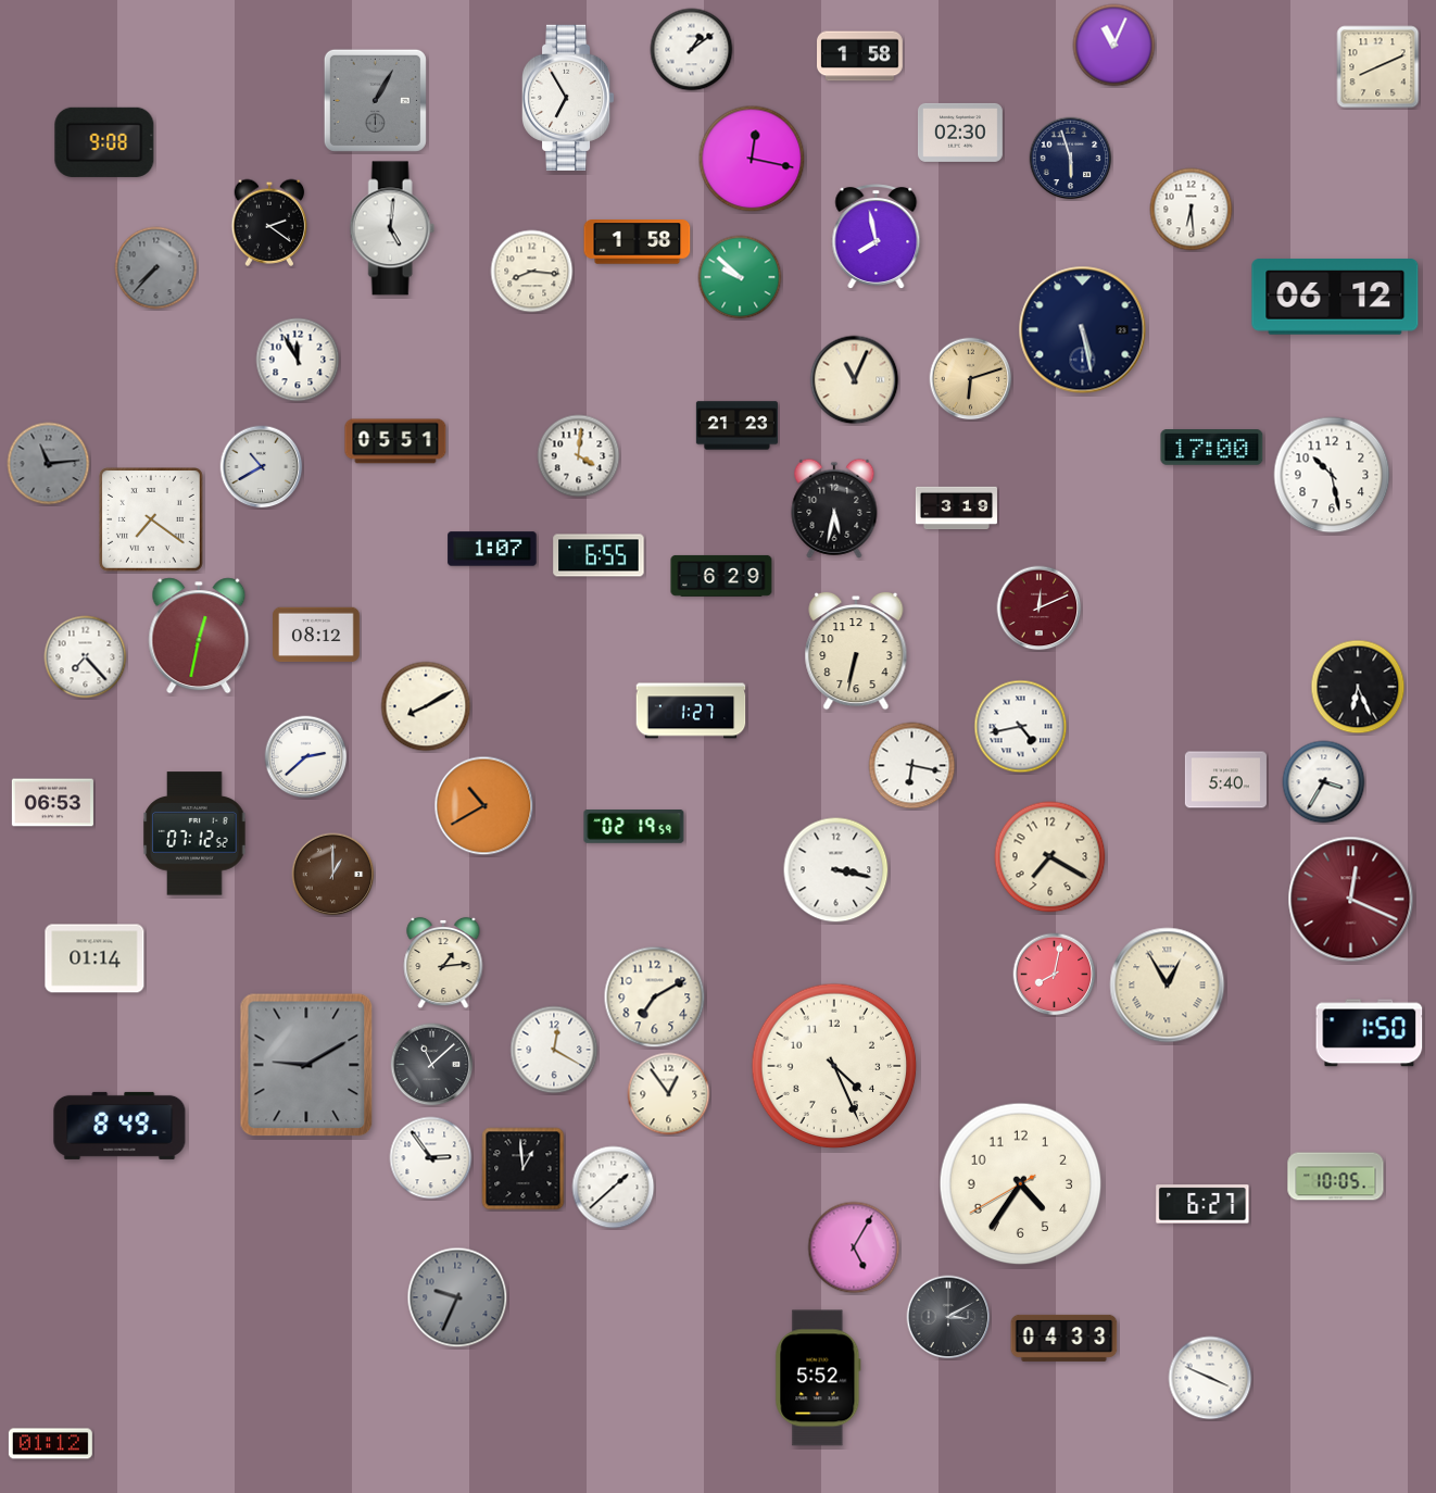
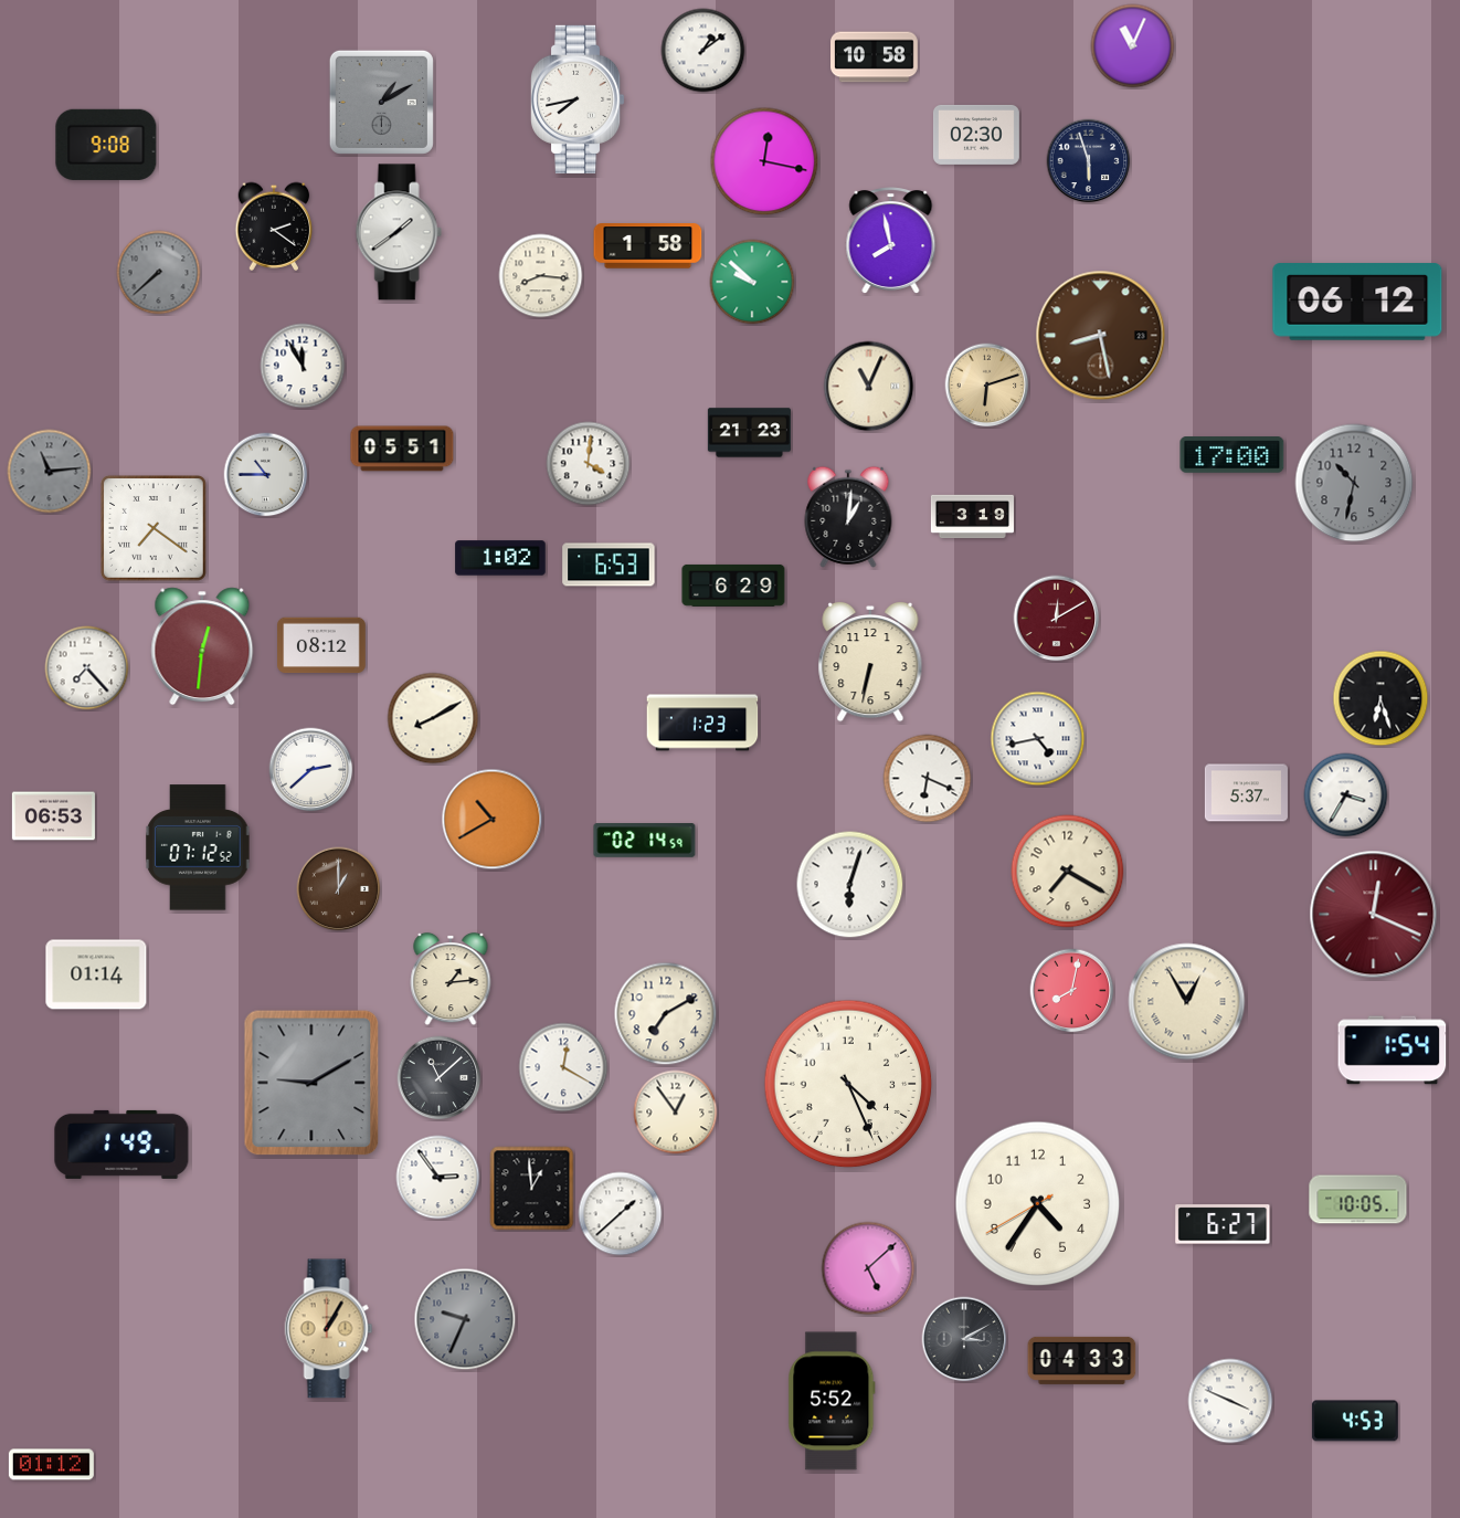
clock at (860, 57): 1:58 -> 10:58
clock at (1378, 67): 8:11 -> none
clock at (568, 98): 6:55 -> 7:43
clock at (375, 100): 1:05 -> 1:10
clock at (1192, 210): 6:29 -> none
clock at (392, 228): 5:01 -> 1:39
clock at (156, 268): 7:37 -> 7:38
clock at (1083, 330): 5:28 -> 8:28
clock at (1083, 330) dial: navy -> brown
clock at (262, 467): 10:40 -> 10:45
clock at (1332, 475): 10:28 -> 10:32
clock at (1332, 475) dial: white -> grey
clock at (834, 509): 5:32 -> 1:01
clock at (492, 549): 1:07 -> 1:02
clock at (599, 555): 6:55 -> 6:53
clock at (1040, 609): 12:11 -> 12:10
clock at (199, 636): 12:32 -> 12:31
clock at (1358, 687): 6:26 -> 6:27
clock at (691, 711): 1:27 -> 1:23
clock at (912, 766): 6:17 -> 6:19
clock at (1225, 780): 5:40 -> 5:37
clock at (634, 827): 02:19 -> 02:14
clock at (836, 870): 3:17 -> 6:03
clock at (1370, 1033): 1:50 -> 1:54
clock at (432, 1065) position: (432, 1065) -> (440, 1078)
clock at (669, 1094) position: (669, 1094) -> (676, 1113)
clock at (119, 1126): 8:49 -> 1:49
clock at (1336, 1177) position: (1336, 1177) -> (1358, 1200)
clock at (614, 1188) position: (614, 1188) -> (621, 1214)
clock at (854, 1247): 5:05 -> 5:08
clock at (329, 1329): none -> 1:05
clock at (1355, 1421): none -> 4:53
clock at (50, 1444) position: (50, 1444) -> (51, 1465)
